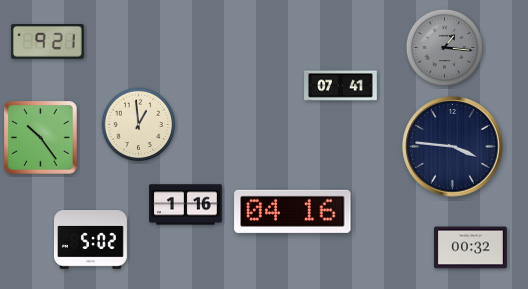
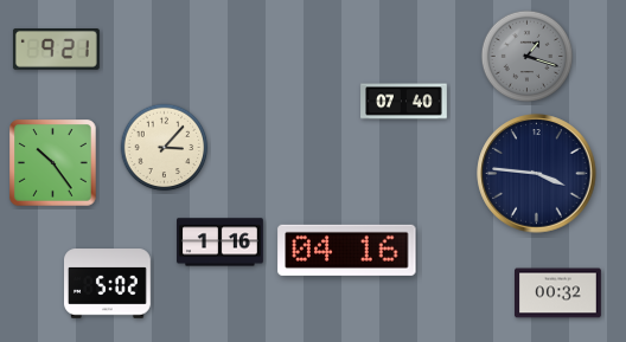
clock at (445, 48): 1:16 -> 1:18
clock at (341, 86): 07:41 -> 07:40
clock at (139, 125): 12:59 -> 3:07
clock at (41, 138) position: (41, 138) -> (53, 163)
